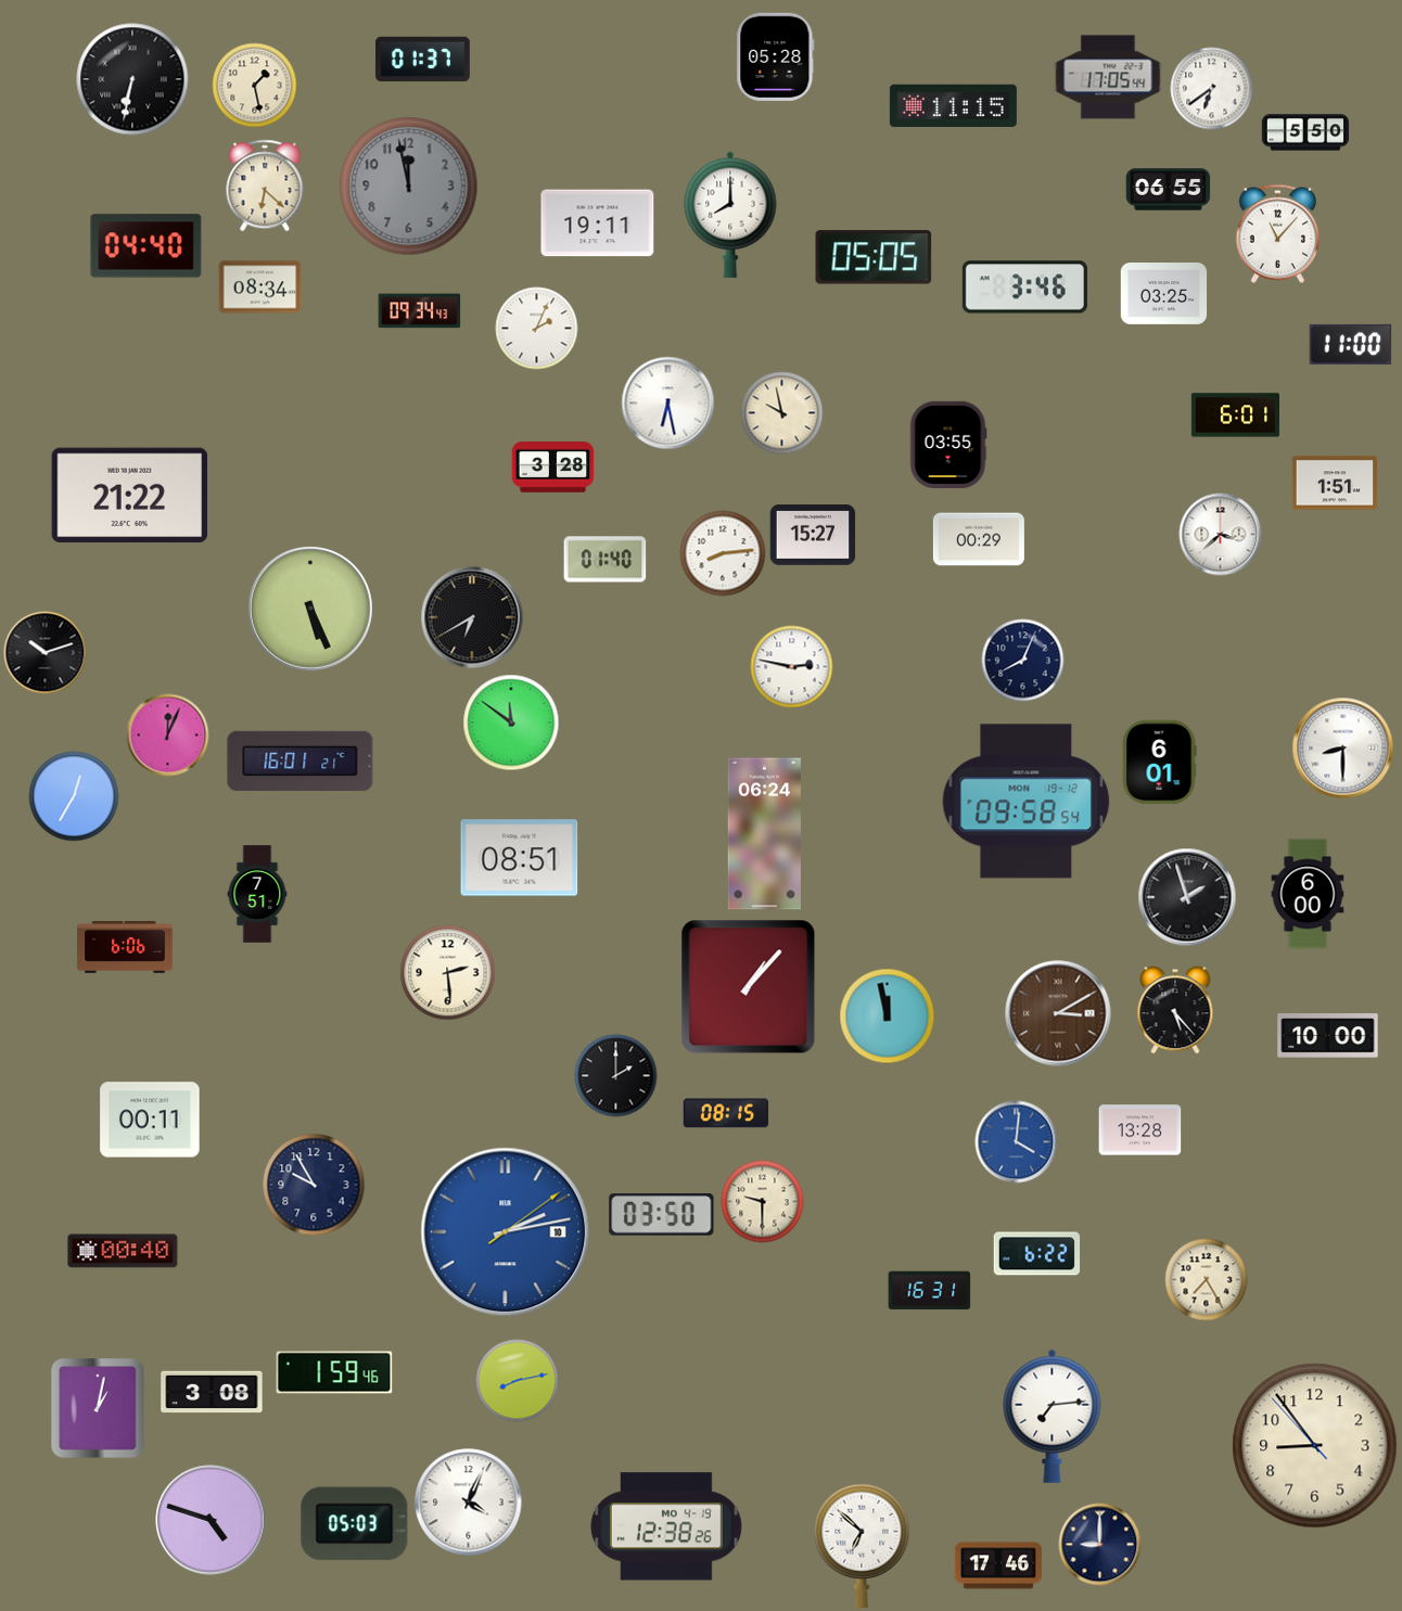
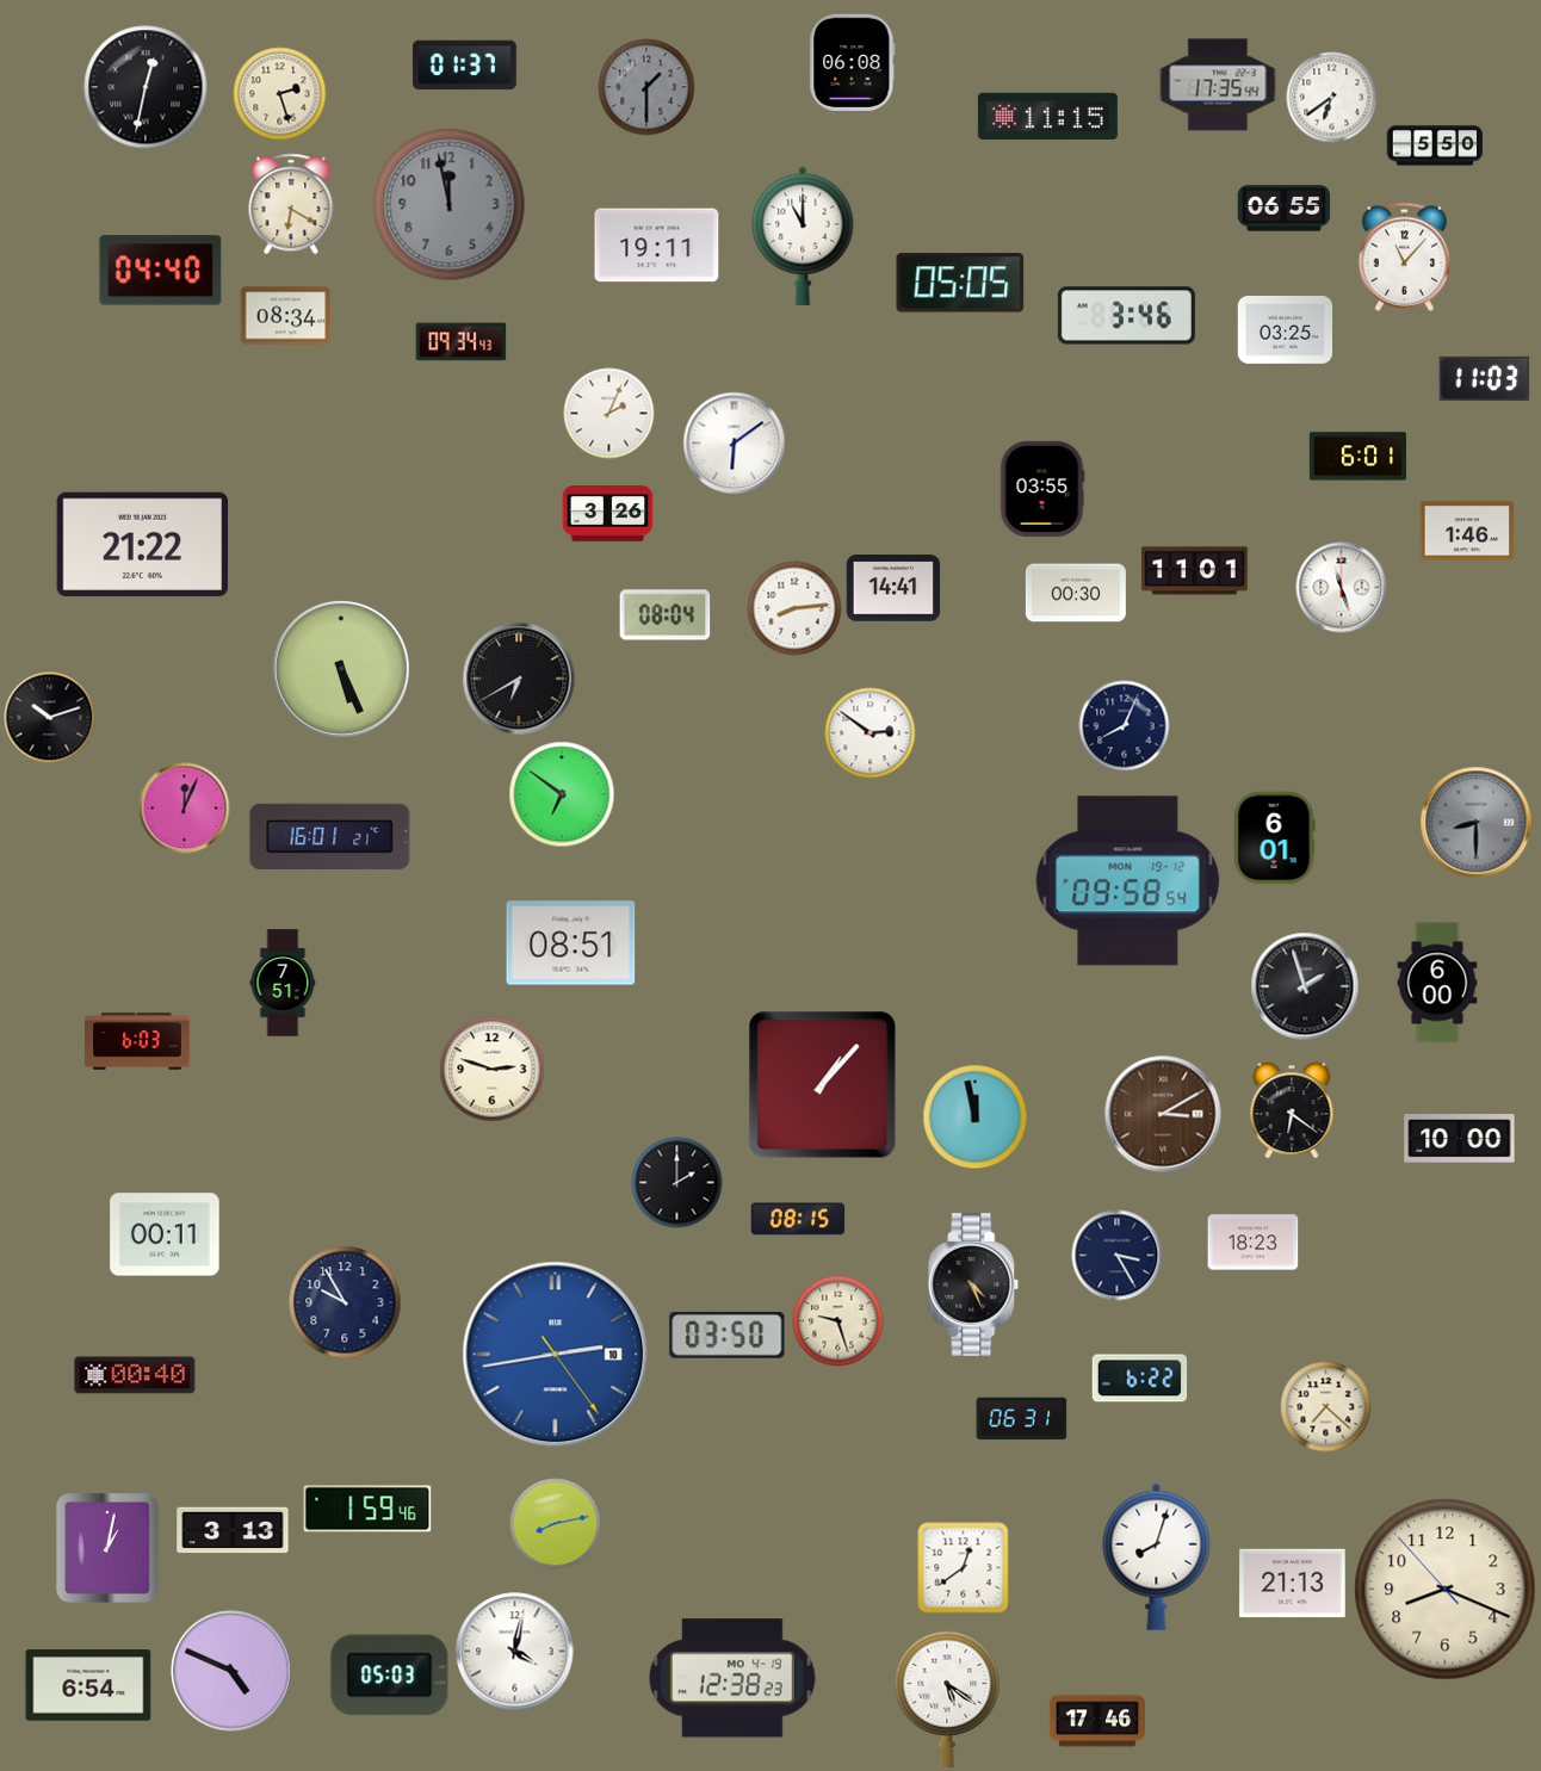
clock at (776, 56): 05:28 -> 06:08
clock at (1108, 77): 17:05 -> 17:35
clock at (132, 79): 6:32 -> 12:32
clock at (646, 87): none -> 1:30
clock at (255, 86): 1:28 -> 2:27
clock at (265, 186): 6:22 -> 6:20
clock at (730, 215): 8:00 -> 11:00
clock at (1164, 294) position: (1164, 294) -> (1286, 330)
clock at (537, 329) position: (537, 329) -> (609, 414)
clock at (1351, 344): 11:00 -> 11:03
clock at (668, 404): 6:28 -> 6:09
clock at (782, 413): 9:58 -> none
clock at (553, 468): 3:28 -> 3:26
clock at (1335, 483): 1:51 -> 1:46
clock at (1195, 571): none -> 11:01
clock at (813, 535): 15:27 -> 14:41
clock at (1221, 535): 3:38 -> 11:27
clock at (979, 539): 00:29 -> 00:30
clock at (606, 560): 01:40 -> 08:04
clock at (792, 667): 2:47 -> 2:51
clock at (511, 723): 11:51 -> 6:51
clock at (1343, 749) dial: white -> grey
clock at (74, 796): 12:35 -> none
clock at (764, 834): 06:24 -> none
clock at (125, 947): 6:06 -> 6:03
clock at (448, 973): 2:29 -> 2:48
clock at (1175, 1010): 5:23 -> 6:21
clock at (726, 1113) position: (726, 1113) -> (798, 1219)
clock at (150, 1120) position: (150, 1120) -> (165, 1234)
clock at (1140, 1130): 13:28 -> 18:23
clock at (1017, 1142): 4:01 -> 3:25
clock at (1017, 1142) dial: blue -> navy
clock at (973, 1284): none -> 4:26
clock at (763, 1202): 9:30 -> 9:27
clock at (506, 1232): 2:13 -> 2:43
clock at (1207, 1280): 7:25 -> 7:22
clock at (930, 1291): 16:31 -> 06:31
clock at (518, 1381) position: (518, 1381) -> (556, 1524)
clock at (212, 1392): 3:08 -> 3:13
clock at (1053, 1416): 7:14 -> 8:03
clock at (964, 1568): none -> 12:39
clock at (1293, 1584): none -> 21:13
clock at (1315, 1446): 8:53 -> 8:18
clock at (469, 1503): 4:04 -> 4:02
clock at (211, 1520): 4:48 -> 4:49
clock at (666, 1526): 12:38:26 -> 12:38:23
clock at (88, 1685): none -> 6:54
clock at (1100, 1545): 9:00 -> none
clock at (862, 1546): 6:52 -> 5:21
